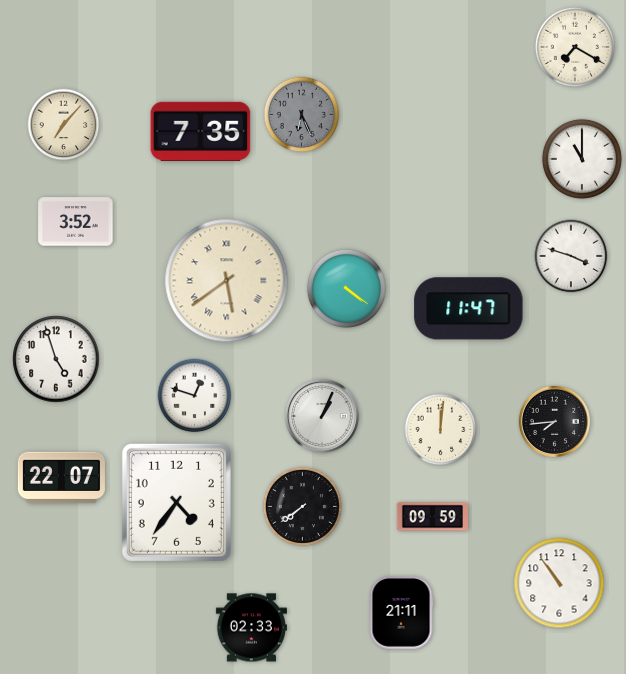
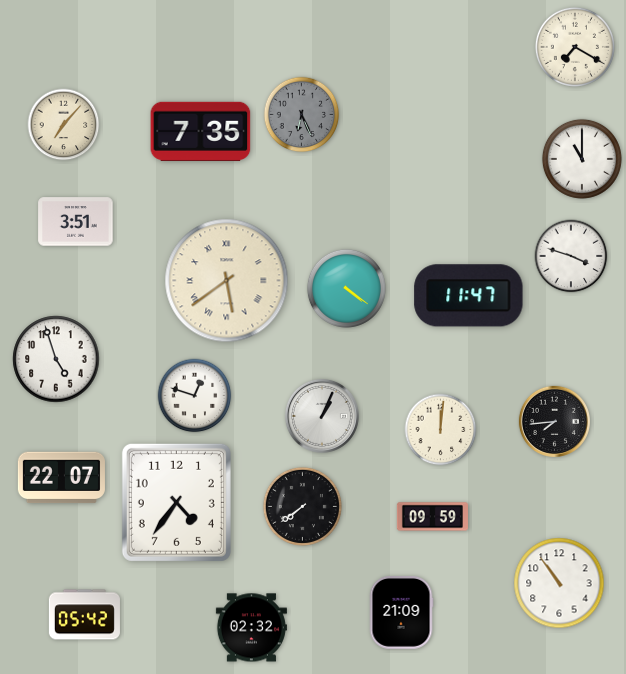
clock at (76, 222): 3:52 -> 3:51
clock at (469, 309) position: (469, 309) -> (469, 296)
clock at (401, 613): 21:11 -> 21:09
clock at (84, 615): none -> 05:42
clock at (251, 628): 02:33 -> 02:32
